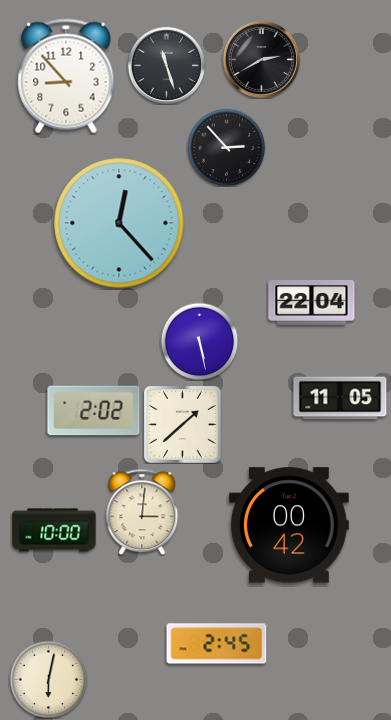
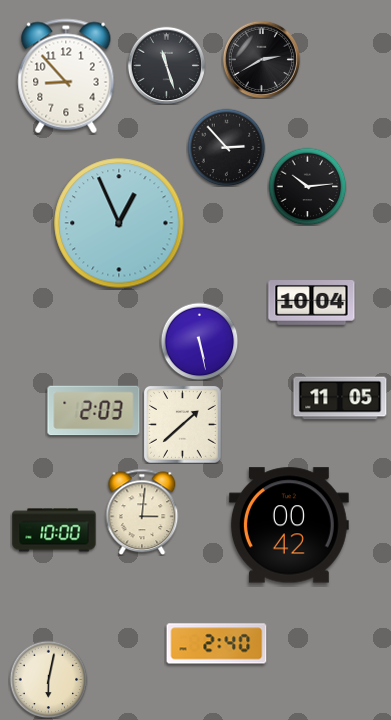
clock at (307, 186): none -> 10:14
clock at (119, 223): 12:23 -> 12:56
clock at (312, 303): 22:04 -> 10:04
clock at (94, 411): 2:02 -> 2:03
clock at (217, 644): 2:45 -> 2:40
